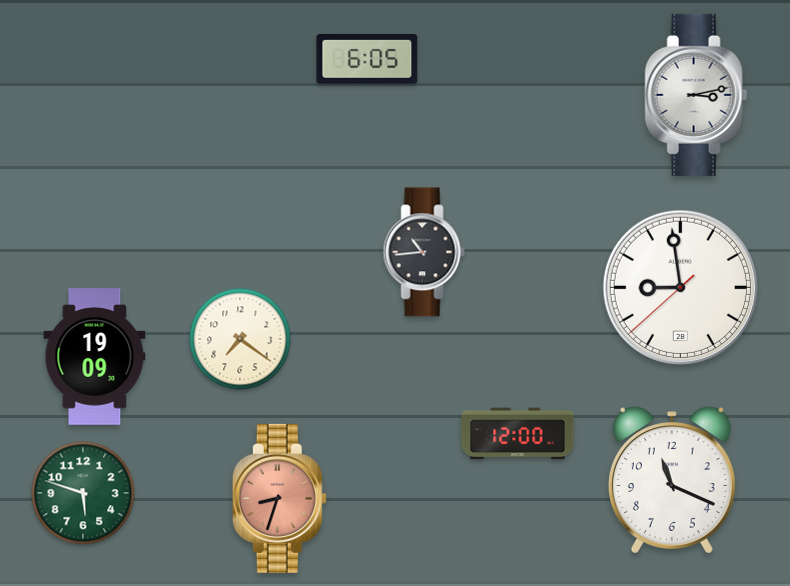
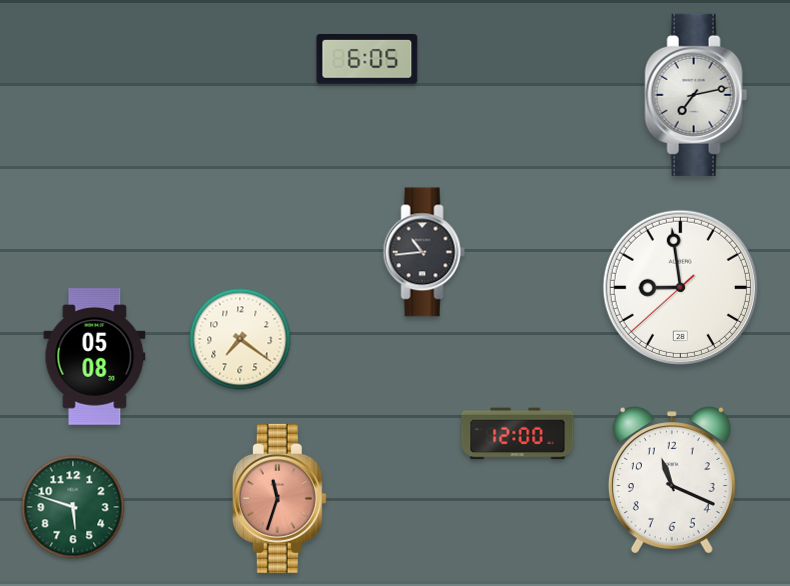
clock at (696, 95): 3:13 -> 7:13
clock at (95, 357): 19:09 -> 05:08
clock at (83, 493) position: (83, 493) -> (73, 507)
clock at (279, 498): 8:33 -> 11:33
